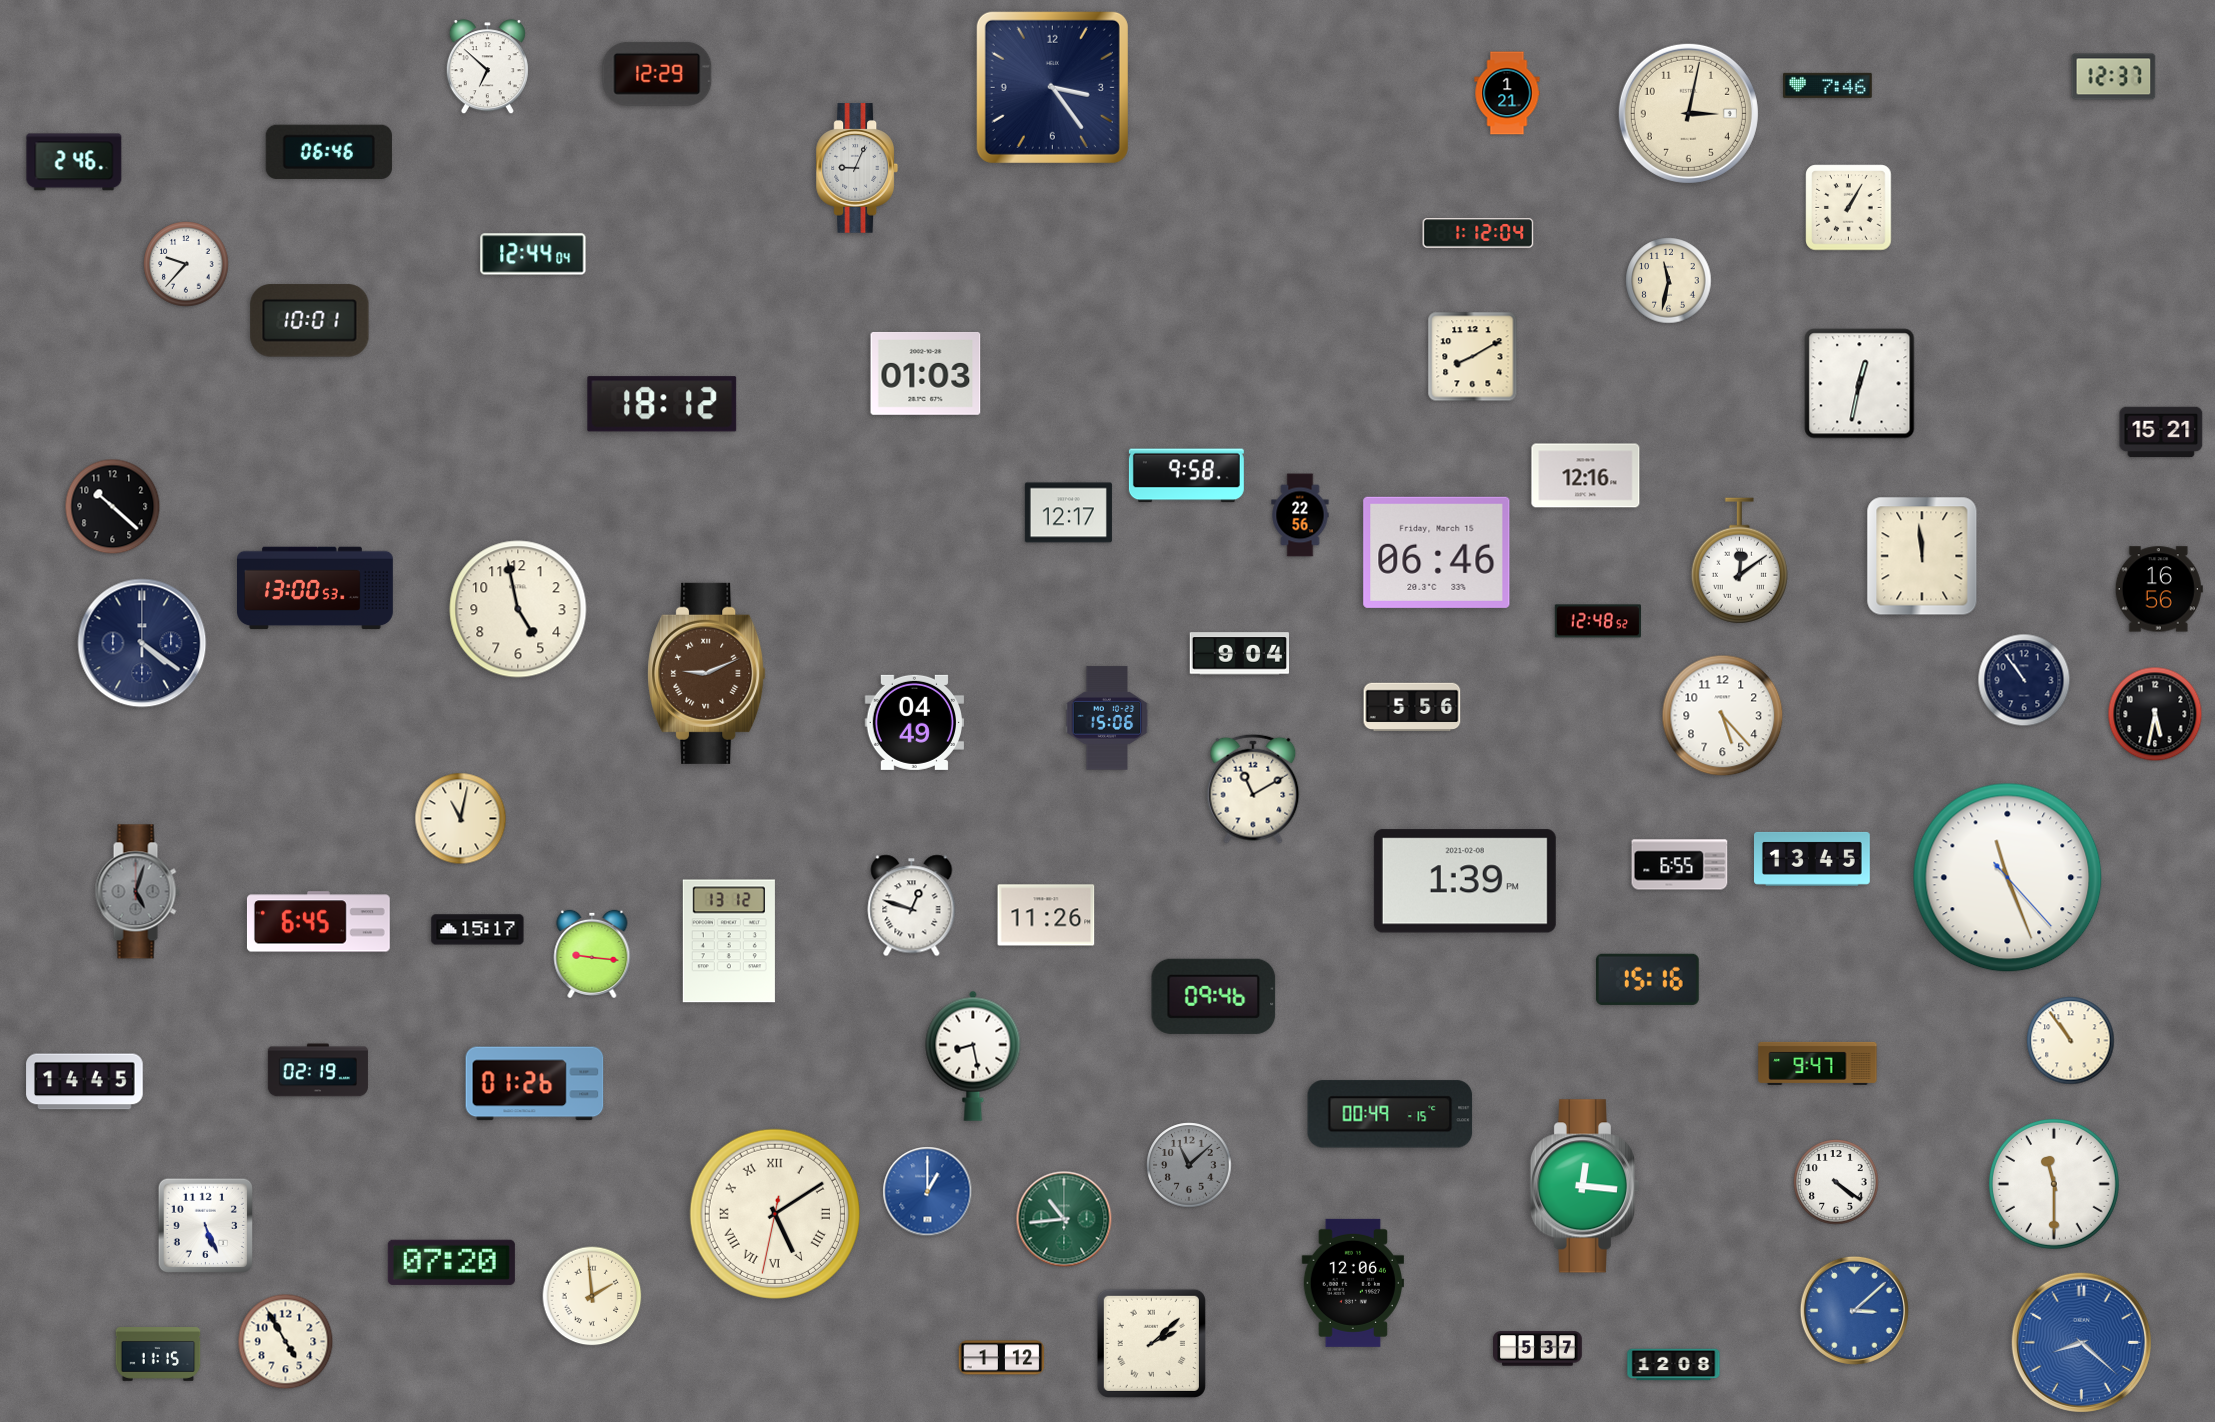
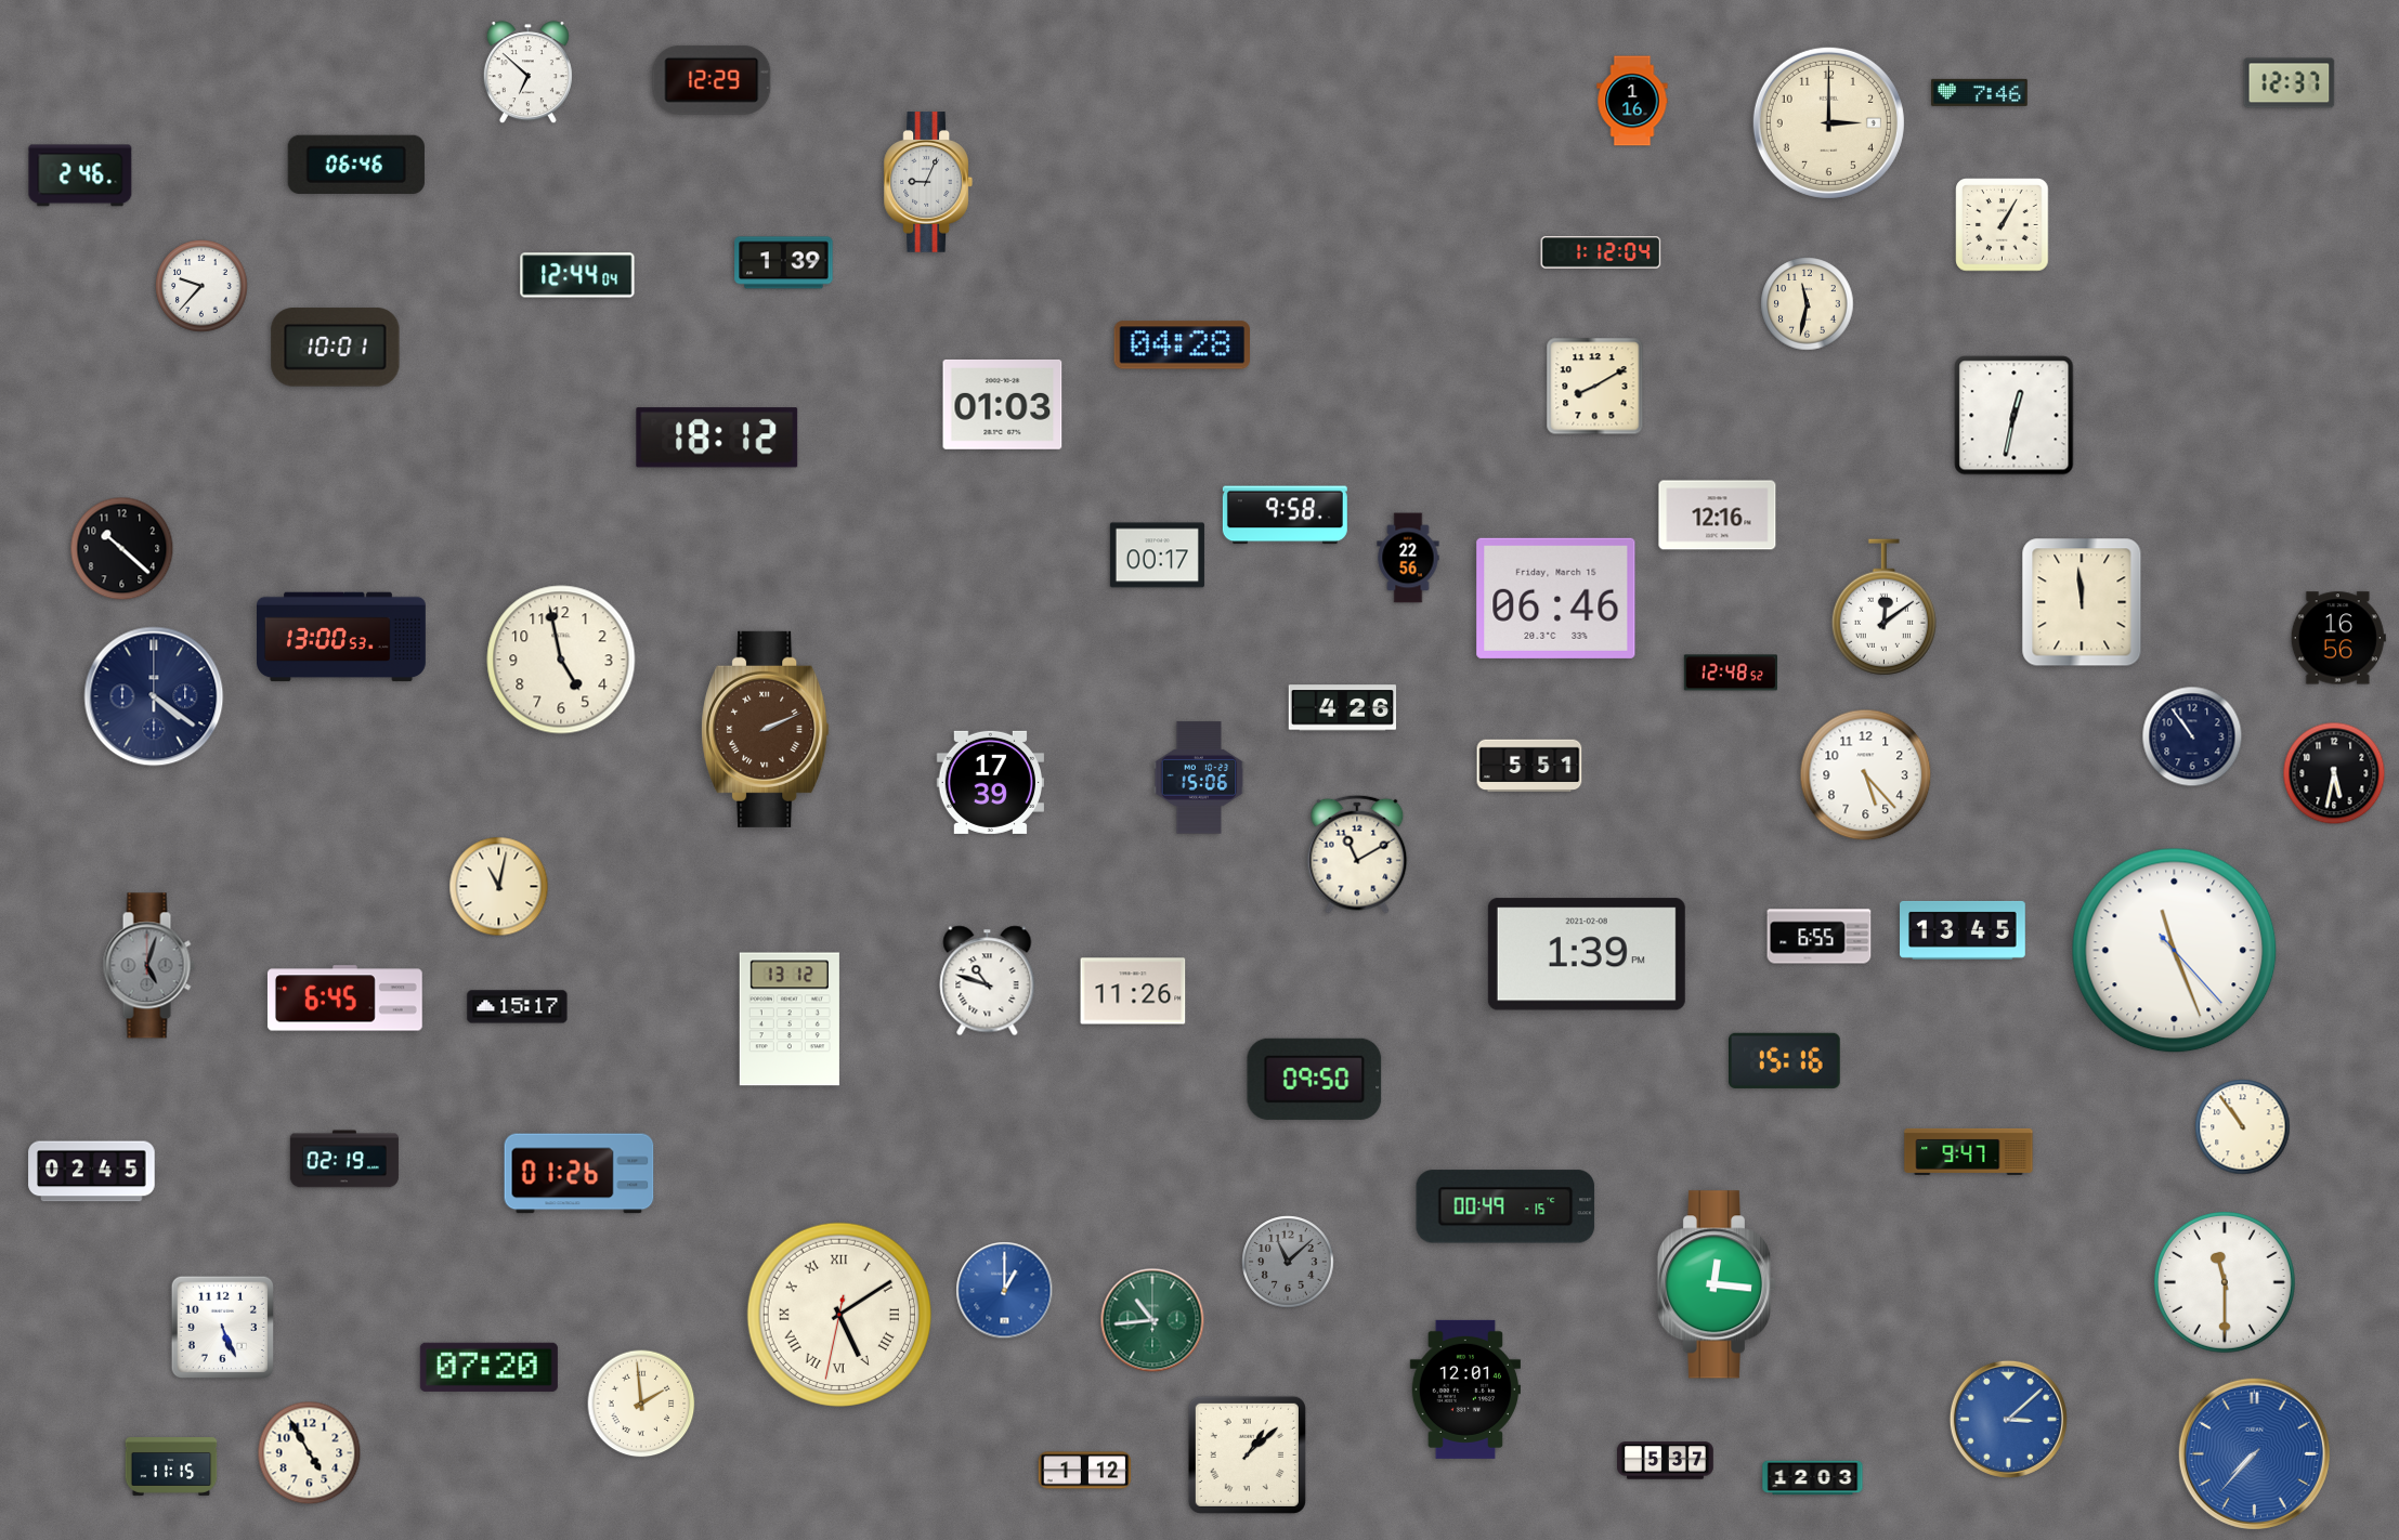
clock at (1052, 87): 3:24 -> none
clock at (1507, 93): 1:21 -> 1:16
clock at (1688, 113): 3:02 -> 3:00
clock at (784, 263): none -> 1:39
clock at (1182, 345): none -> 04:28
clock at (2161, 432): 15:21 -> none
clock at (1068, 513): 12:17 -> 00:17
clock at (1239, 654): 9:04 -> 4:26
clock at (707, 673): 9:11 -> 2:11
clock at (1412, 707): 5:56 -> 5:51
clock at (914, 722): 04:49 -> 17:39
clock at (912, 906): 12:48 -> 10:48
clock at (592, 954): 9:16 -> none
clock at (1214, 996): 09:46 -> 09:50
clock at (973, 1056): 8:28 -> none
clock at (85, 1082): 14:45 -> 02:45
clock at (1836, 1182): 4:21 -> none
clock at (1352, 1283): 12:06 -> 12:01
clock at (2081, 1342): 8:22 -> 7:37
clock at (1151, 1343): 2:08 -> 1:08
clock at (1674, 1365): 12:08 -> 12:03
